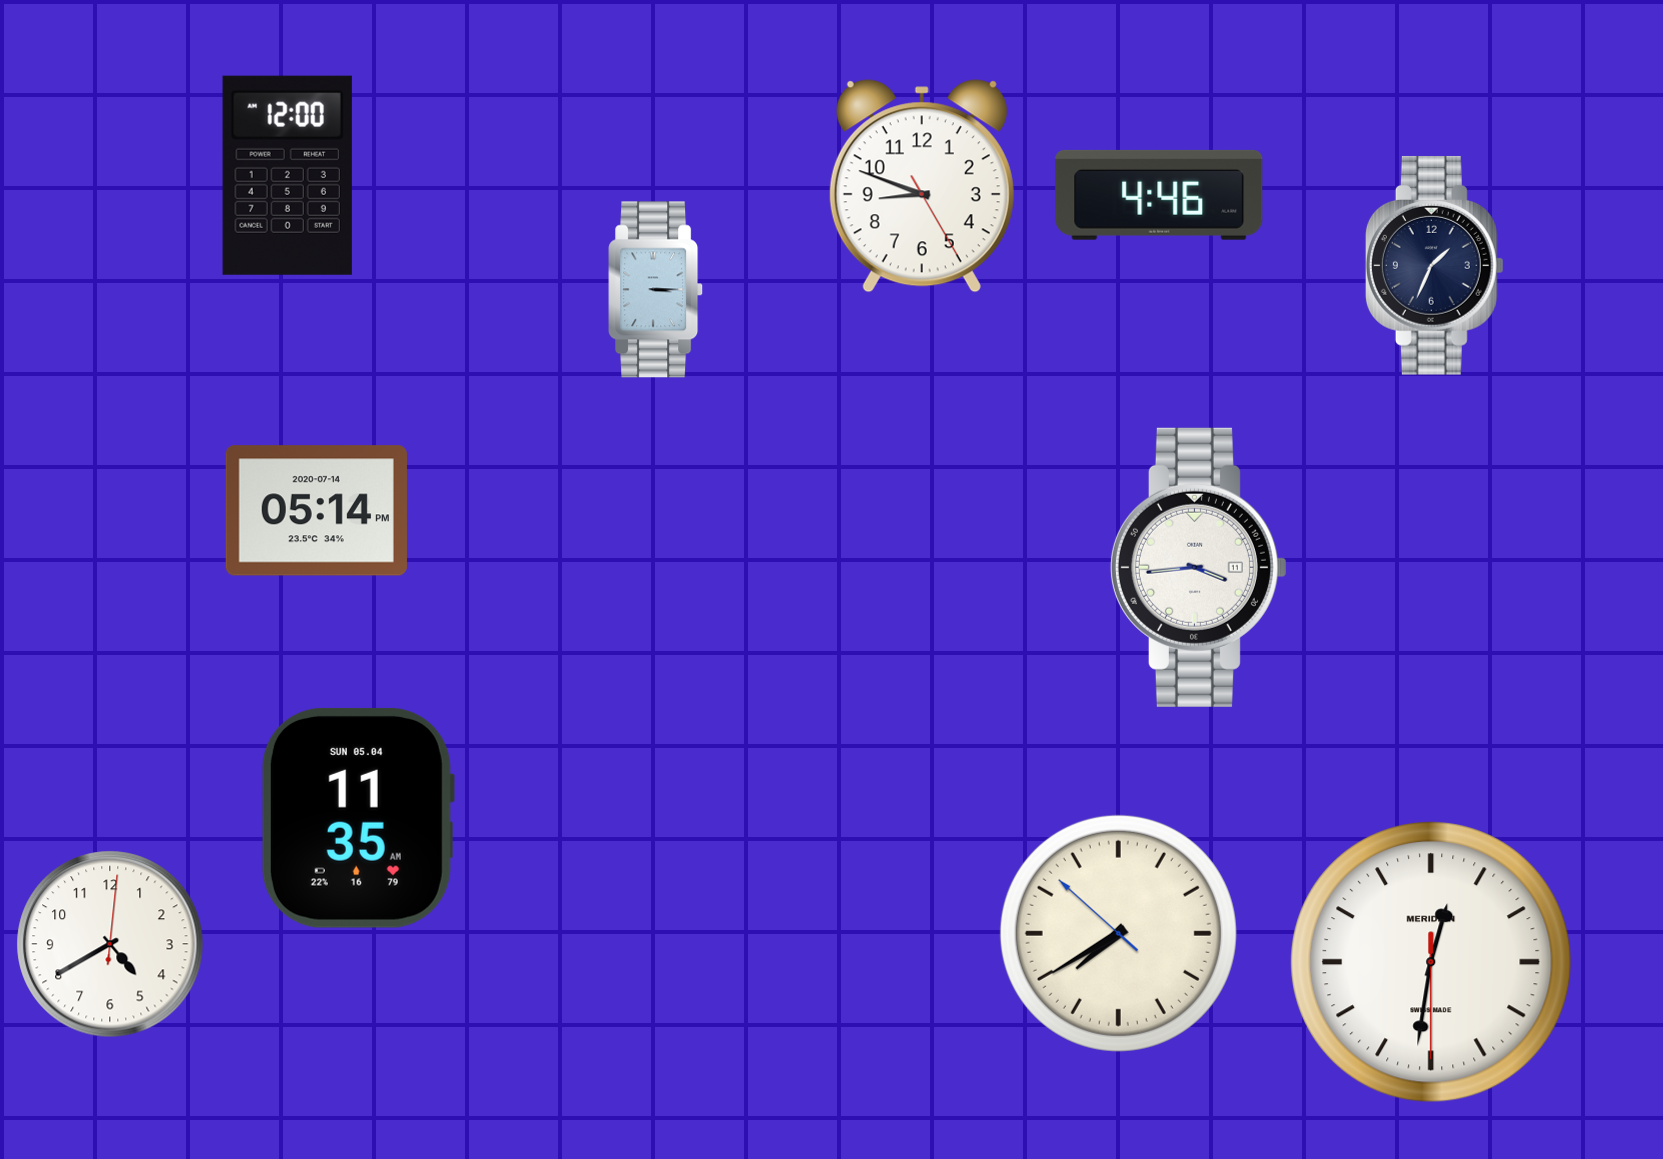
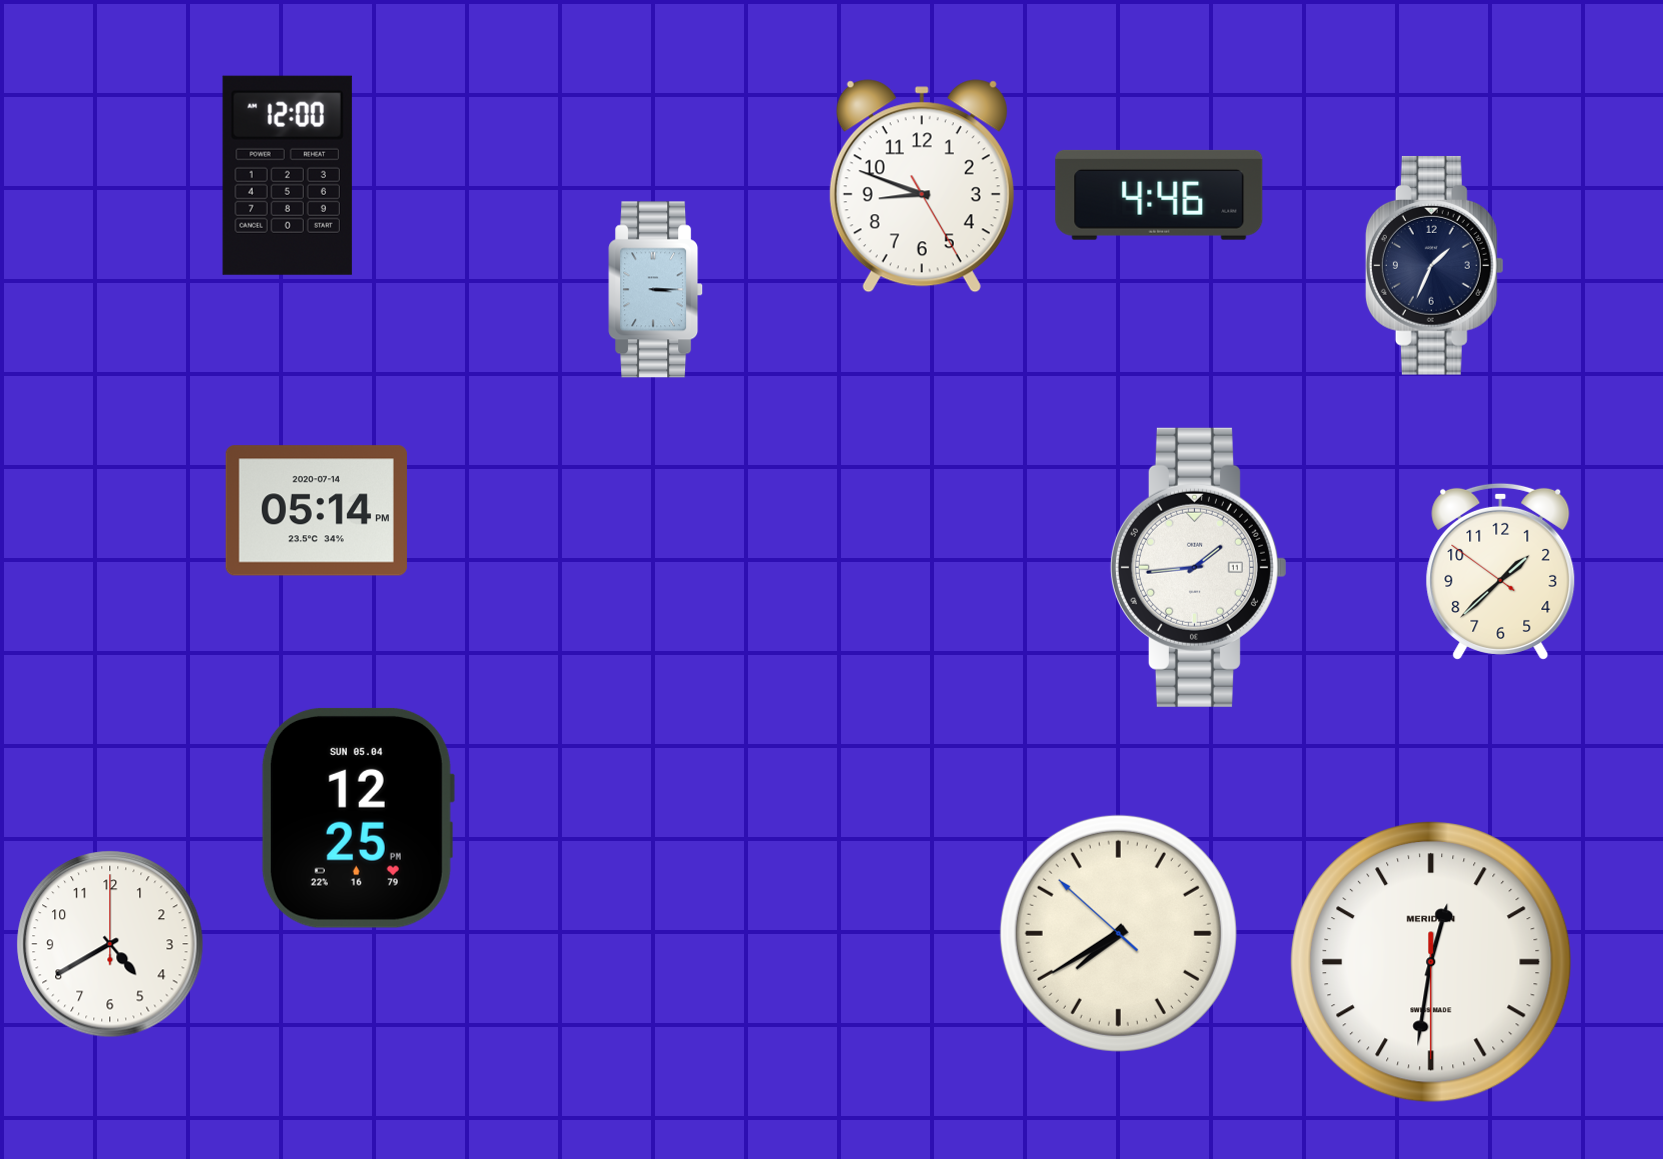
clock at (1198, 567): 3:44 -> 1:44
clock at (1501, 571): none -> 1:37
clock at (357, 818): 11:35 -> 12:25
clock at (110, 944): 4:40:01 -> 4:40:00
